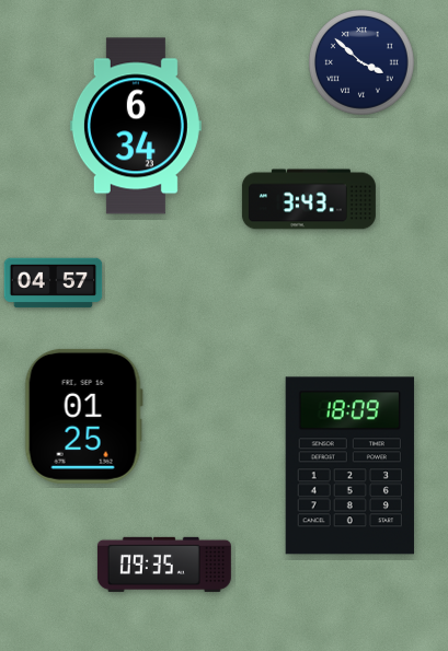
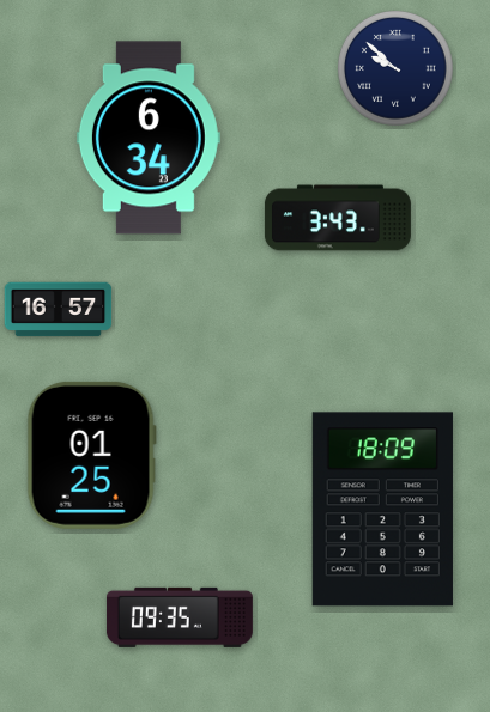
clock at (363, 63): 3:52 -> 9:52
clock at (54, 283): 04:57 -> 16:57
